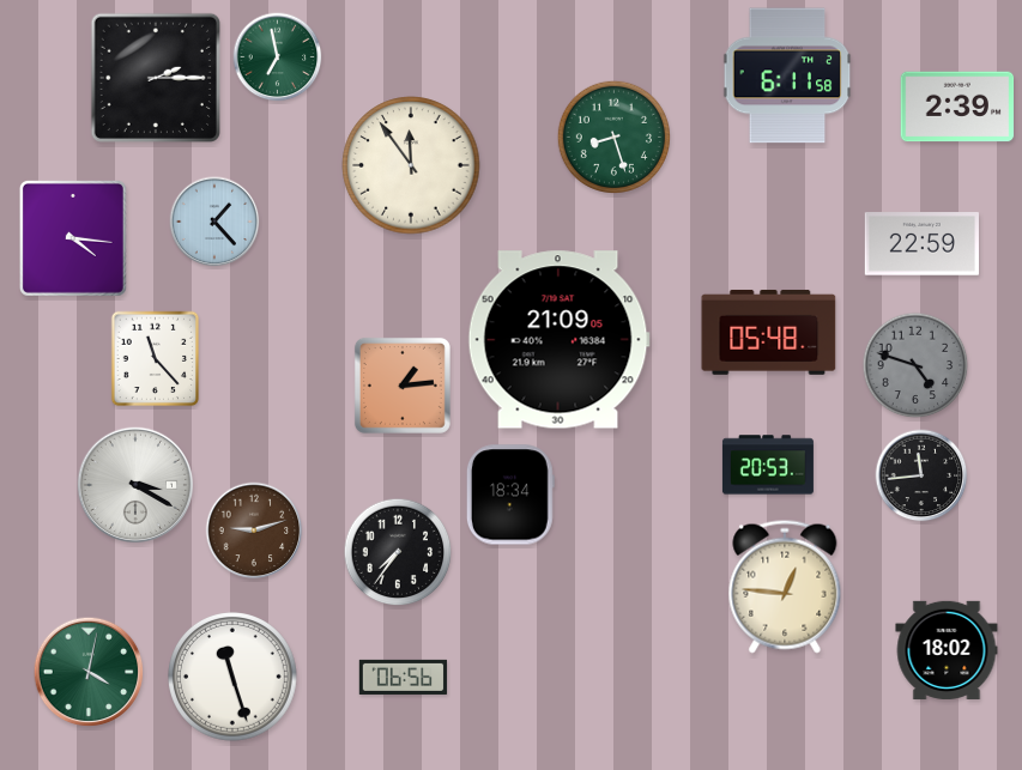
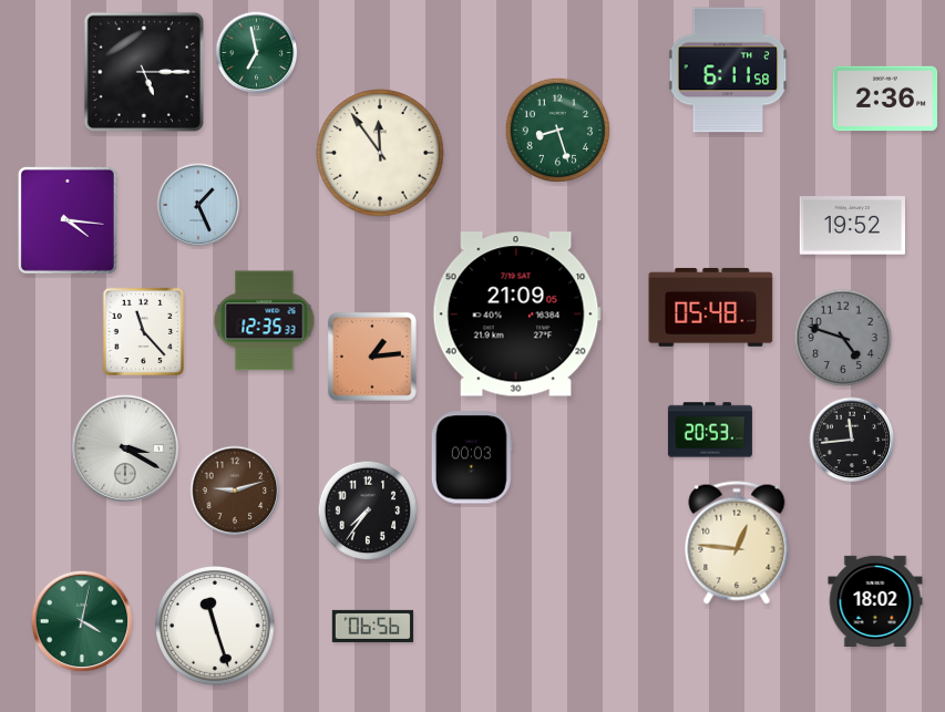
clock at (156, 78): 2:15 -> 5:15
clock at (957, 107): 2:39 -> 2:36
clock at (613, 137) position: (613, 137) -> (557, 130)
clock at (214, 222): 1:23 -> 1:26
clock at (921, 244): 22:59 -> 19:52
clock at (265, 321): none -> 12:35
clock at (915, 365) position: (915, 365) -> (843, 338)
clock at (510, 495): 18:34 -> 00:03
clock at (785, 587) position: (785, 587) -> (737, 543)
